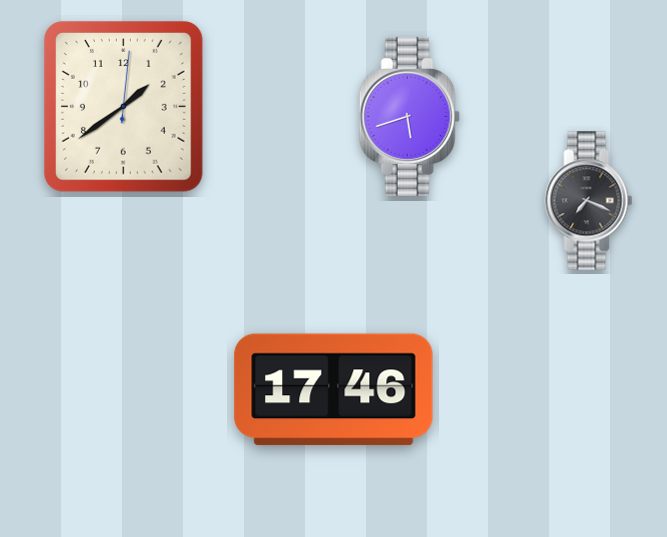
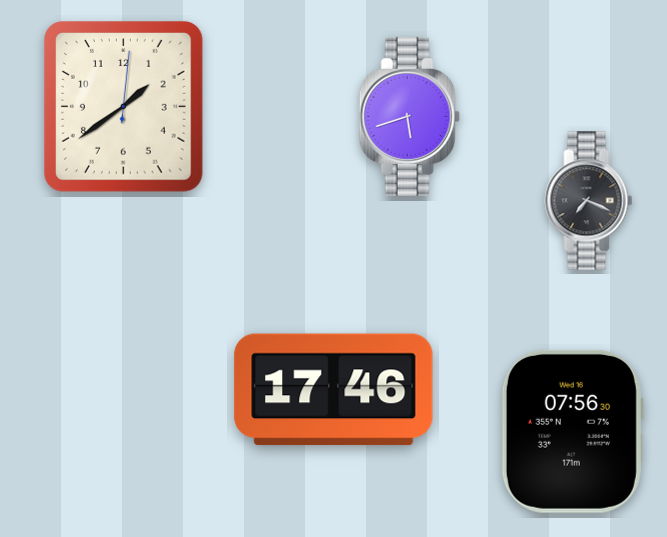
clock at (572, 431): none -> 07:56
